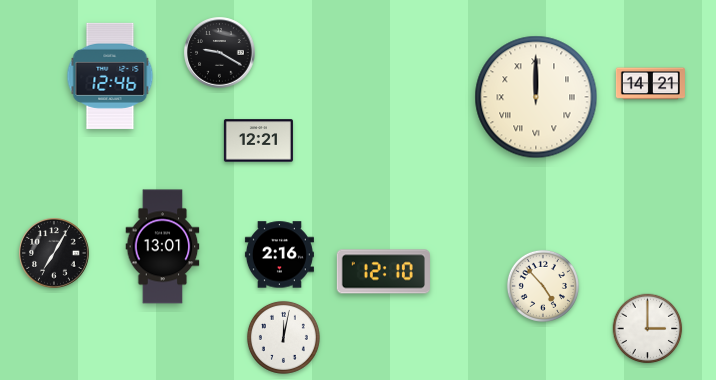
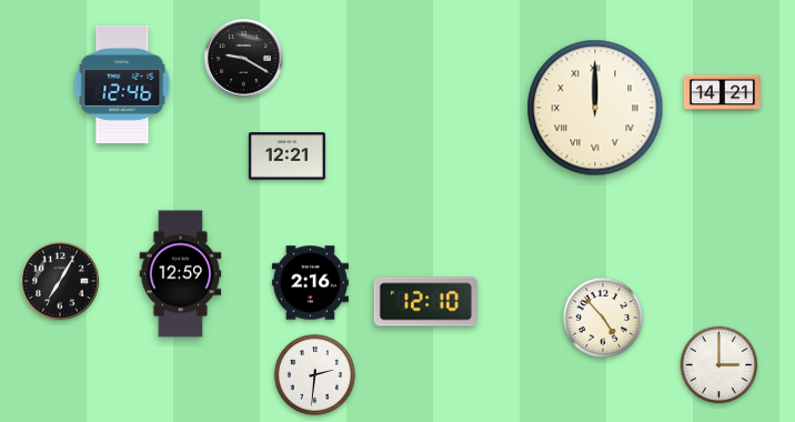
clock at (163, 247): 13:01 -> 12:59
clock at (283, 337): 12:02 -> 2:31
